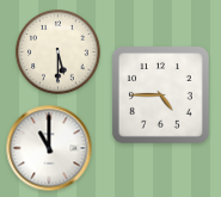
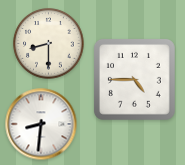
clock at (59, 53): 5:30 -> 8:30
clock at (49, 148): 11:00 -> 8:31
